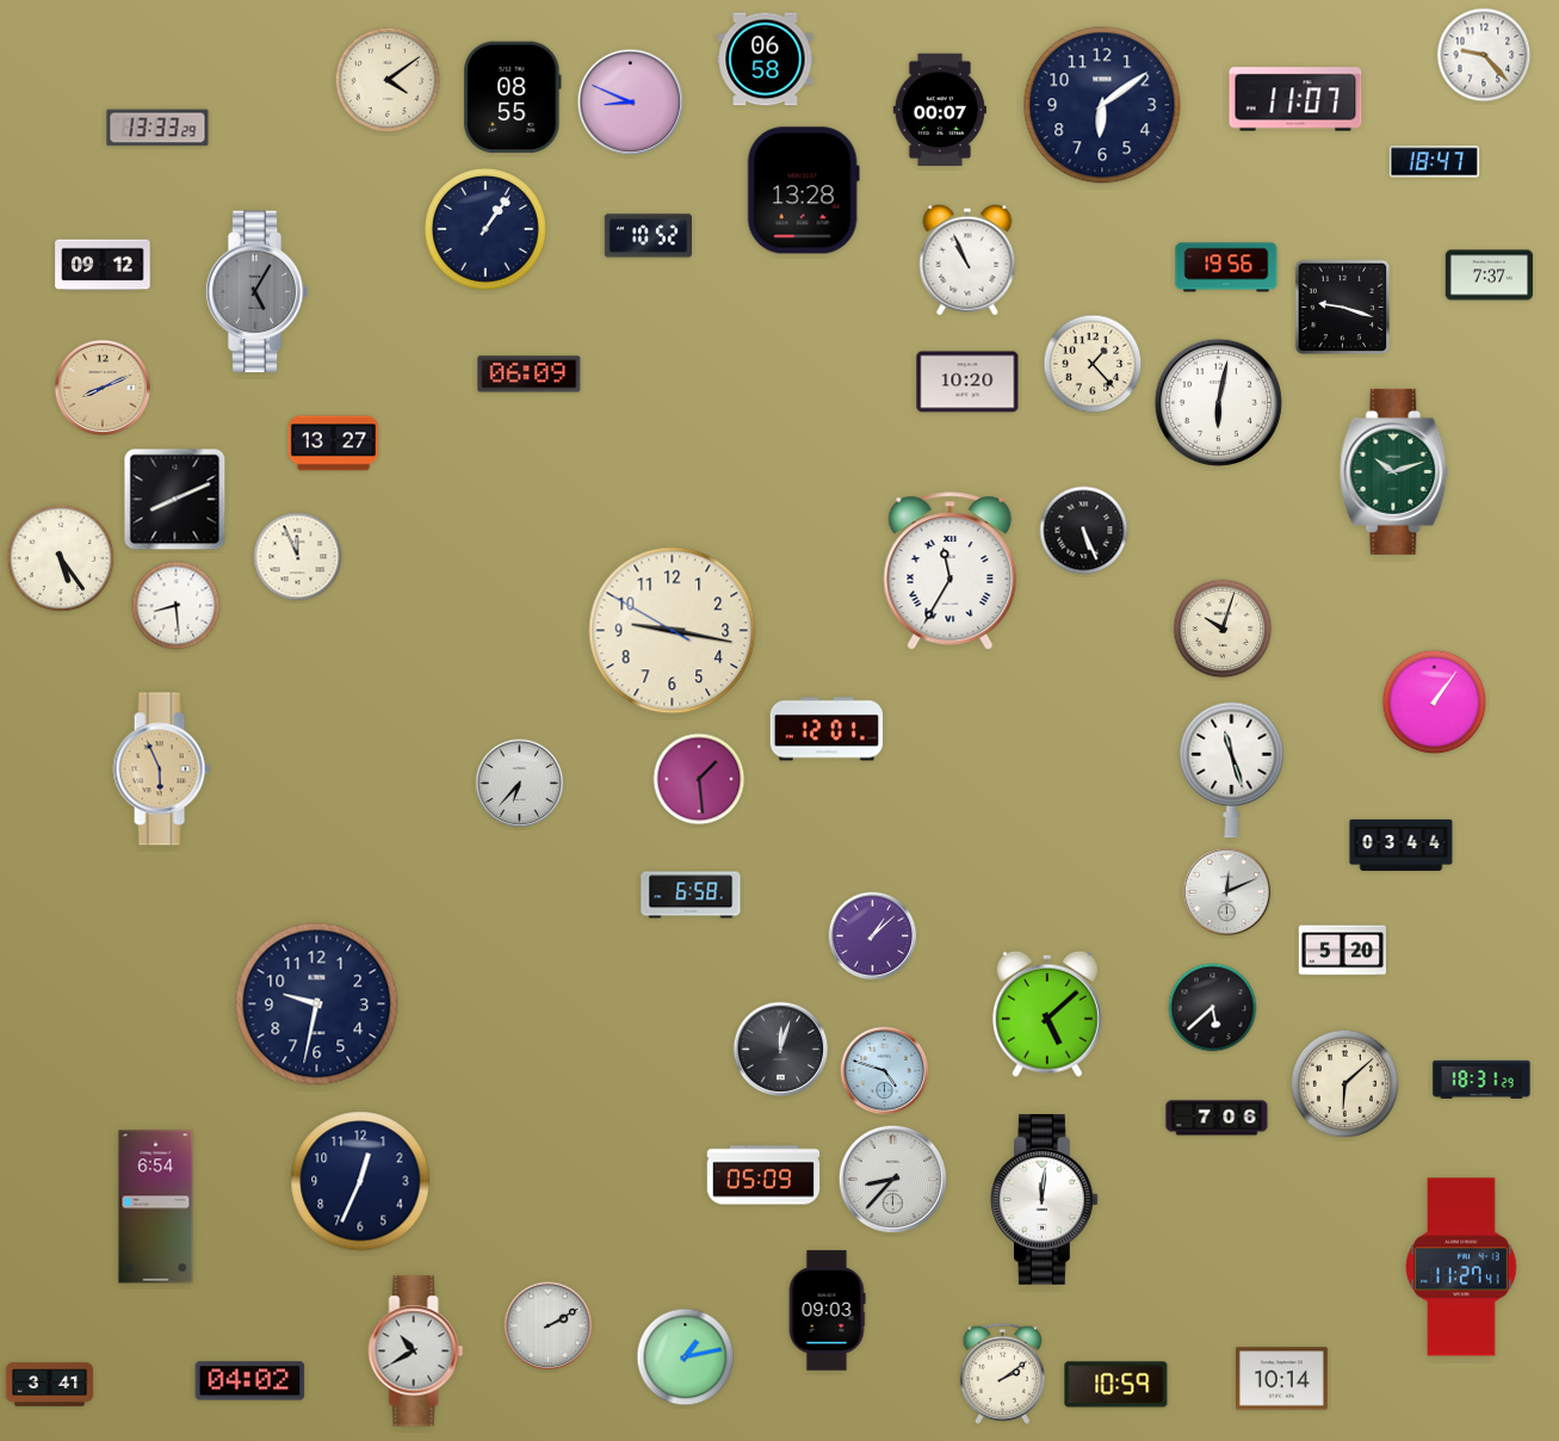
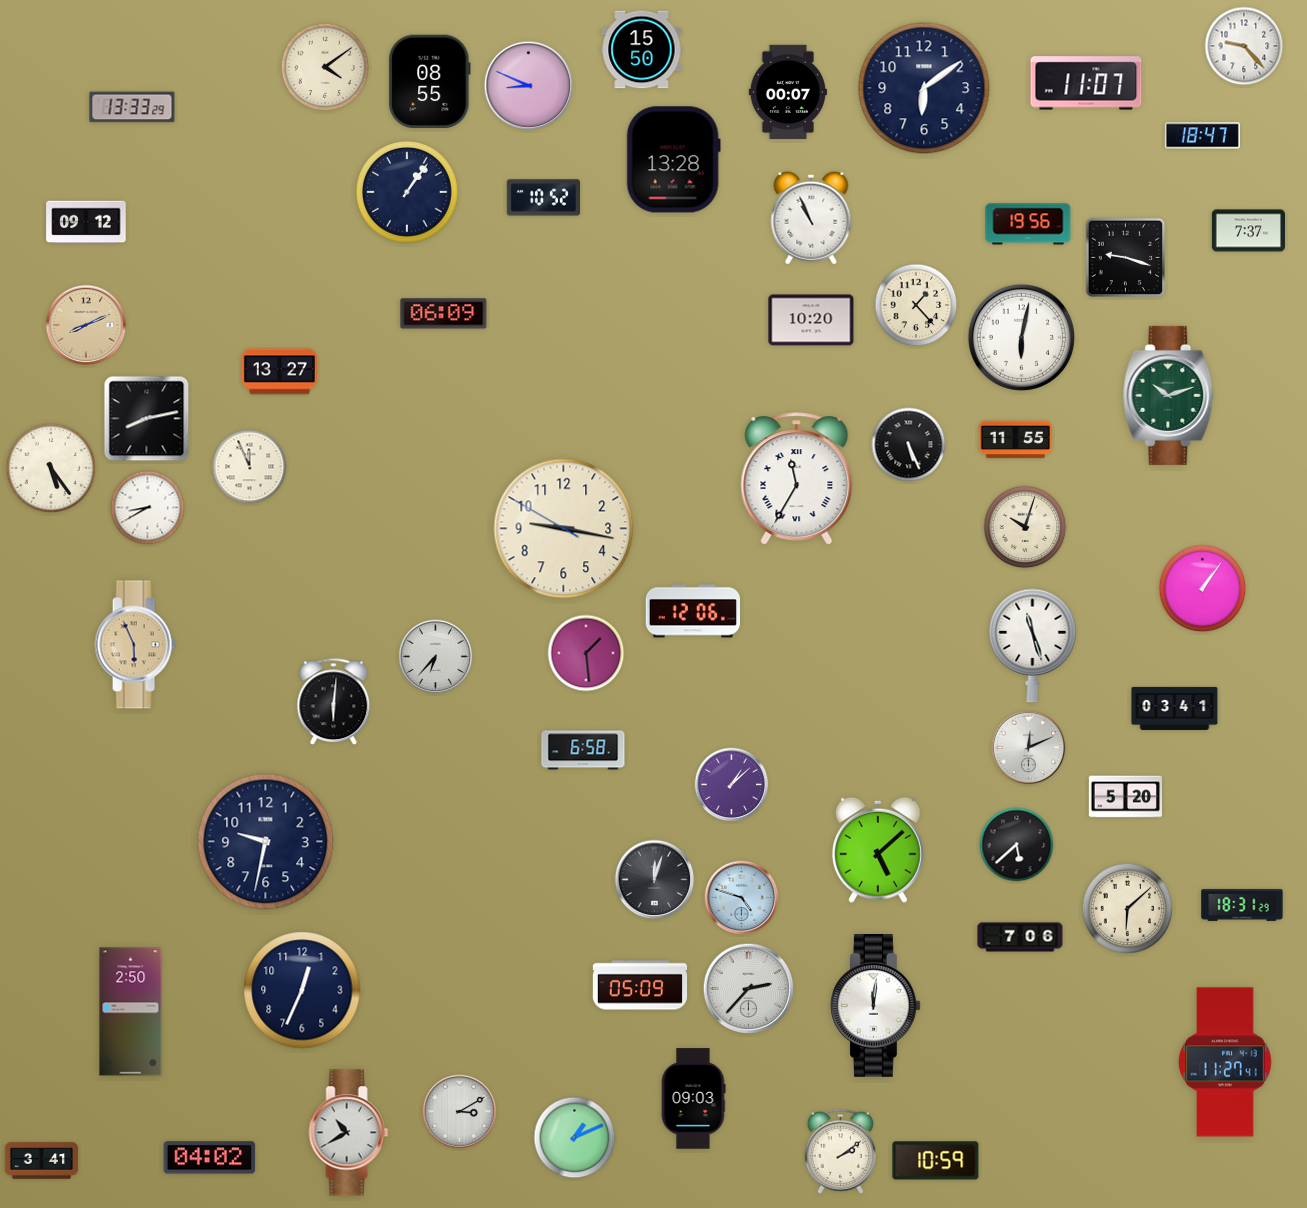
clock at (766, 60): 06:58 -> 15:50
clock at (256, 292): 5:05 -> none
clock at (175, 500): 8:11 -> 8:13
clock at (1015, 440): none -> 11:55
clock at (177, 606): 8:29 -> 8:40
clock at (825, 729): 12:01 -> 12:06
clock at (334, 702): none -> 6:01
clock at (1402, 845): 03:44 -> 03:41
clock at (691, 895) position: (691, 895) -> (583, 750)
clock at (893, 1180): 8:37 -> 2:37
clock at (156, 1207): 6:54 -> 2:50
clock at (549, 1326): 2:10 -> 3:10
clock at (686, 1357): 1:13 -> 1:11
clock at (1281, 1379): 10:14 -> none
